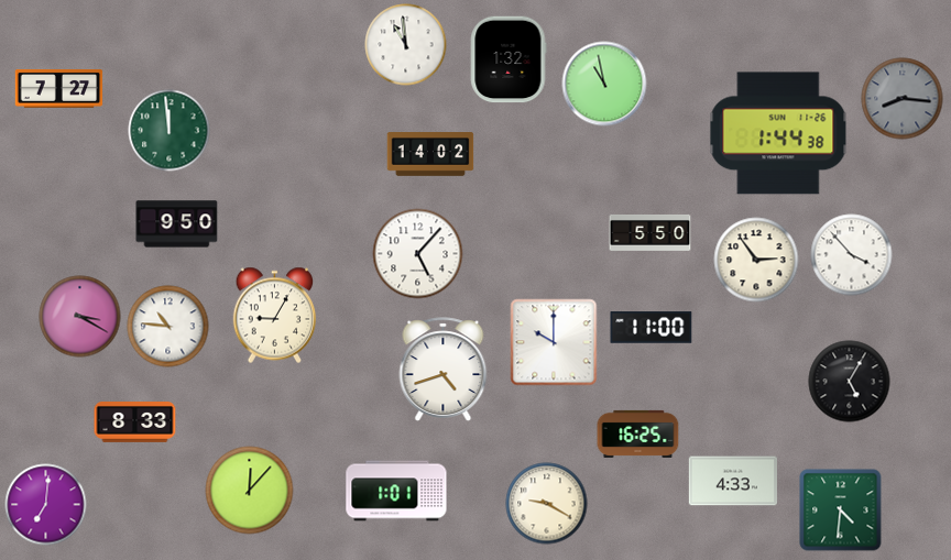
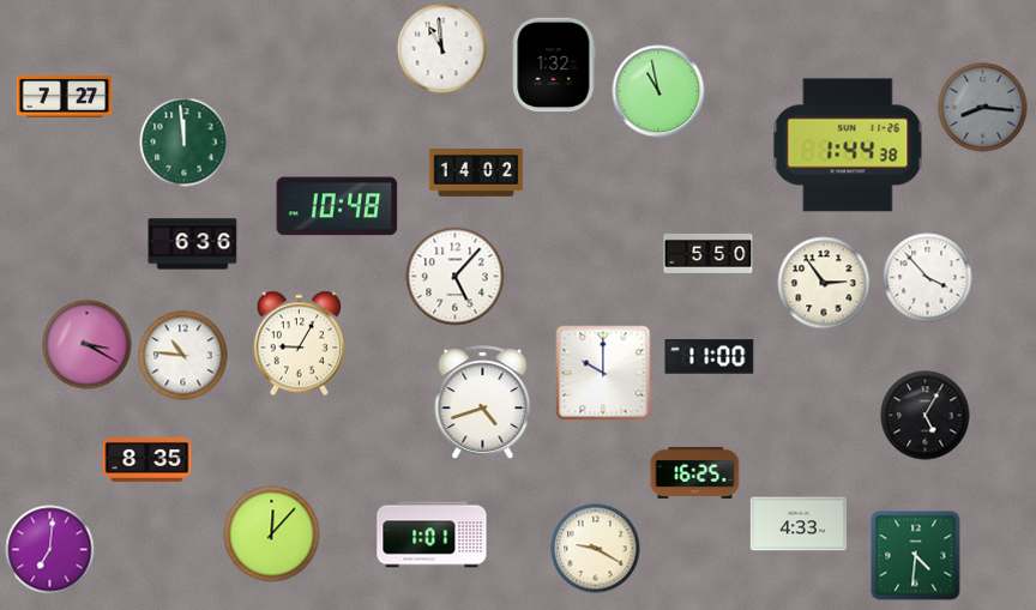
clock at (430, 155) position: (430, 155) -> (476, 174)
clock at (337, 206): none -> 10:48
clock at (177, 224): 9:50 -> 6:36
clock at (135, 422): 8:33 -> 8:35
